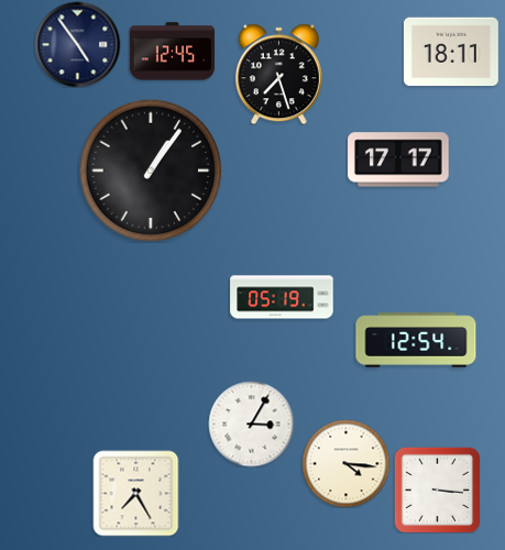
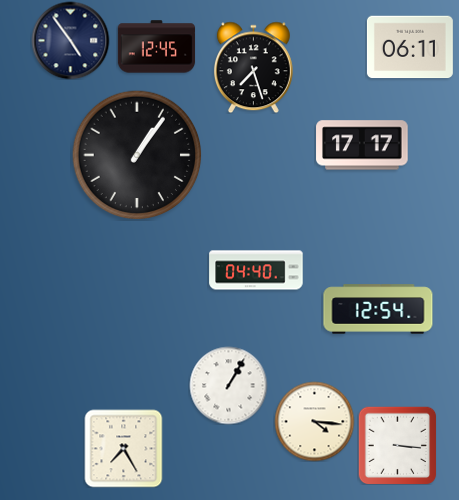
clock at (451, 52): 18:11 -> 06:11
clock at (282, 297): 05:19 -> 04:40
clock at (251, 424): 3:05 -> 1:05
